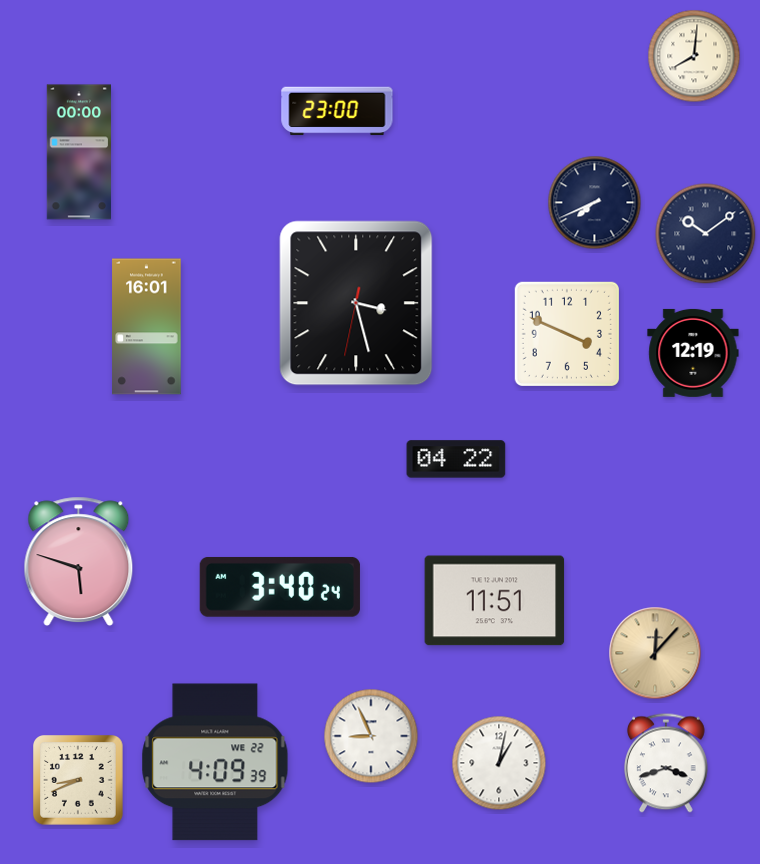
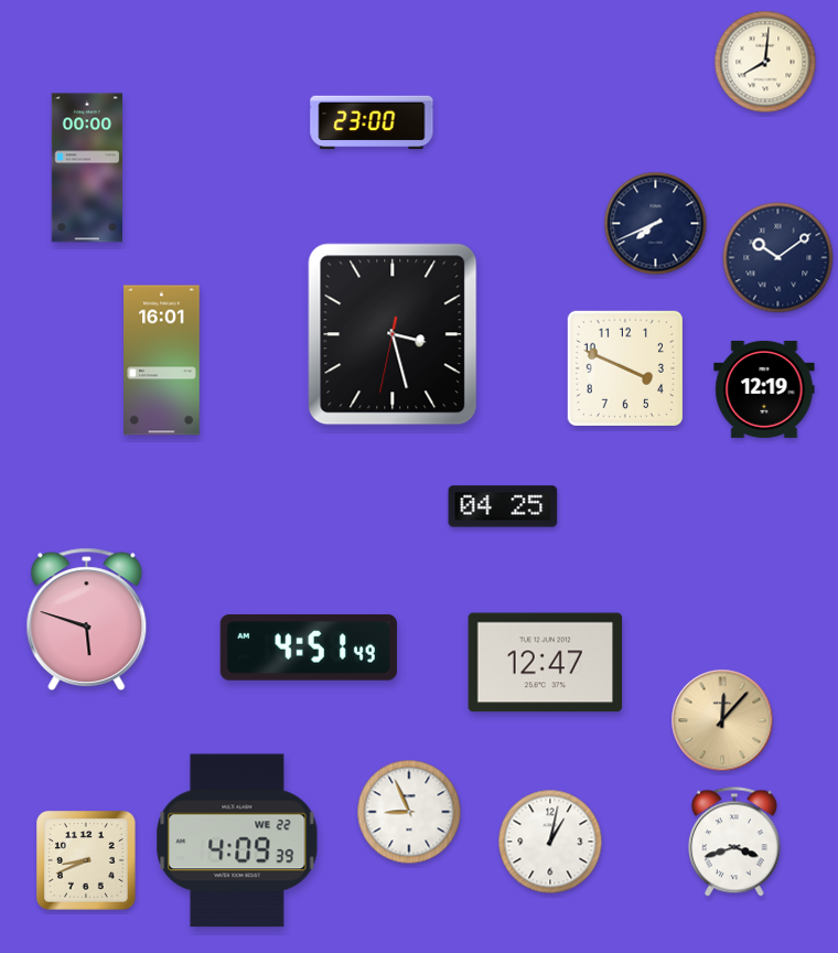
clock at (456, 459): 04:22 -> 04:25
clock at (280, 587): 3:40 -> 4:51
clock at (495, 601): 11:51 -> 12:47
